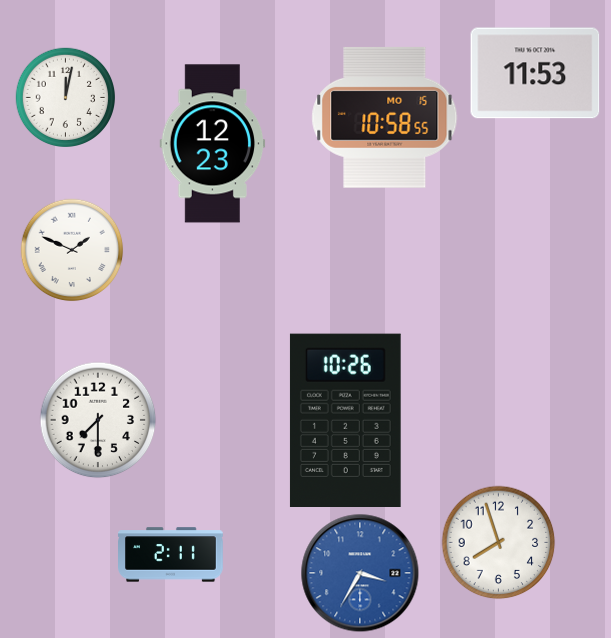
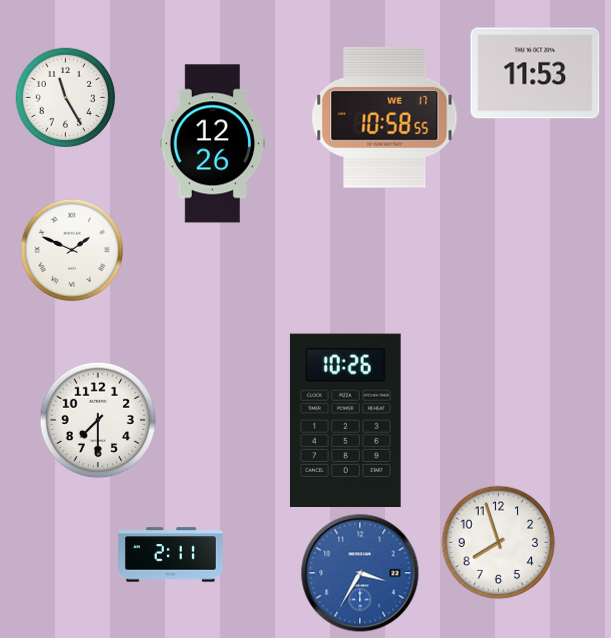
clock at (65, 97): 12:02 -> 11:25
clock at (385, 117) date: MO 15 -> WE 17
clock at (213, 144): 12:23 -> 12:26
